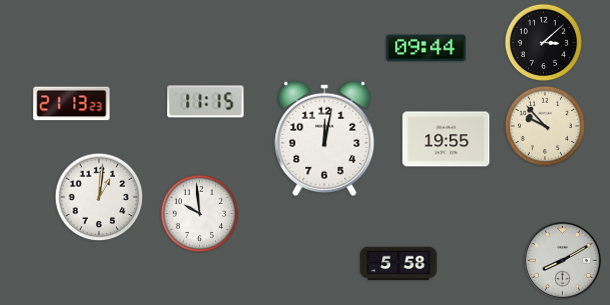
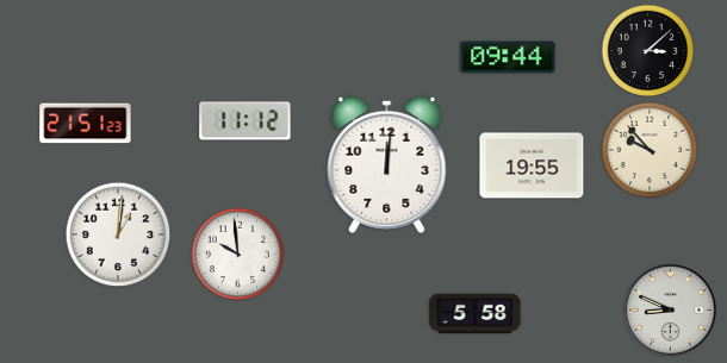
clock at (206, 102): 11:15 -> 11:12
clock at (72, 104): 21:13 -> 21:51
clock at (325, 138): 12:02 -> 12:01
clock at (562, 260): 8:10 -> 8:49
